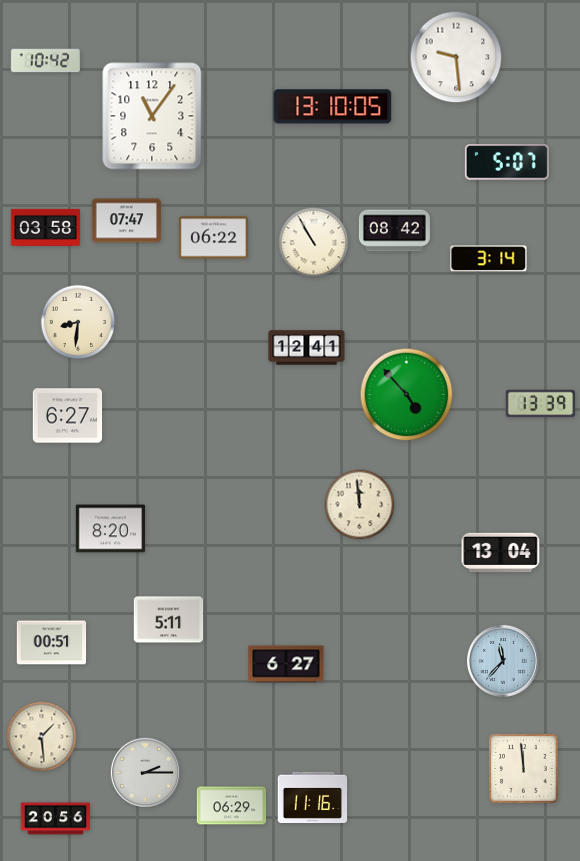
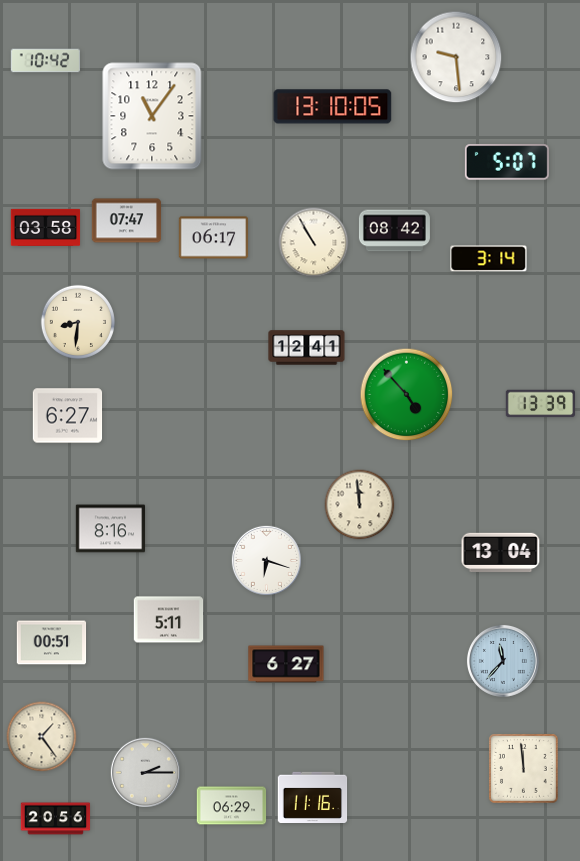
clock at (214, 238): 06:22 -> 06:17
clock at (111, 529): 8:20 -> 8:16
clock at (266, 560): none -> 6:18
clock at (42, 737): 1:29 -> 1:24
